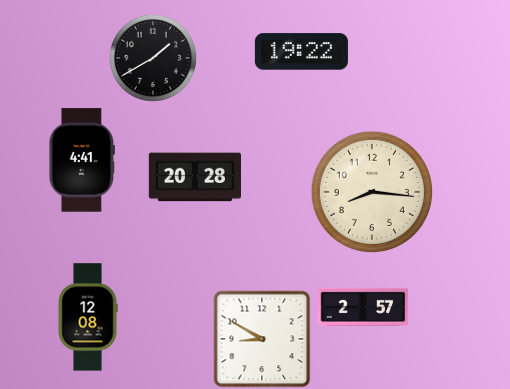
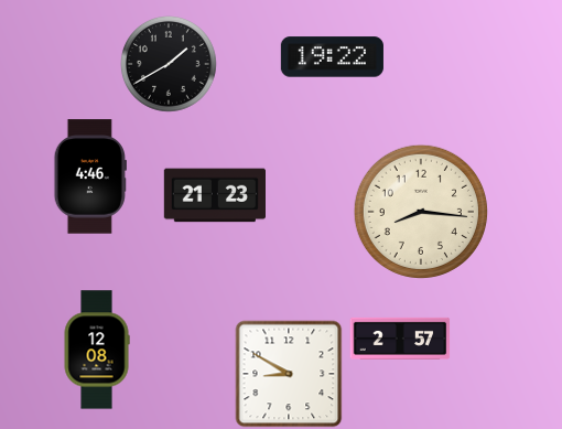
clock at (82, 160): 4:41 -> 4:46
clock at (194, 177): 20:28 -> 21:23
clock at (372, 192) position: (372, 192) -> (421, 212)
